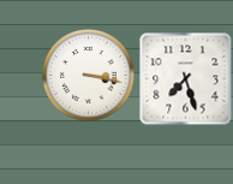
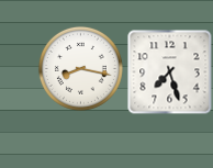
clock at (88, 75): 3:17 -> 8:17
